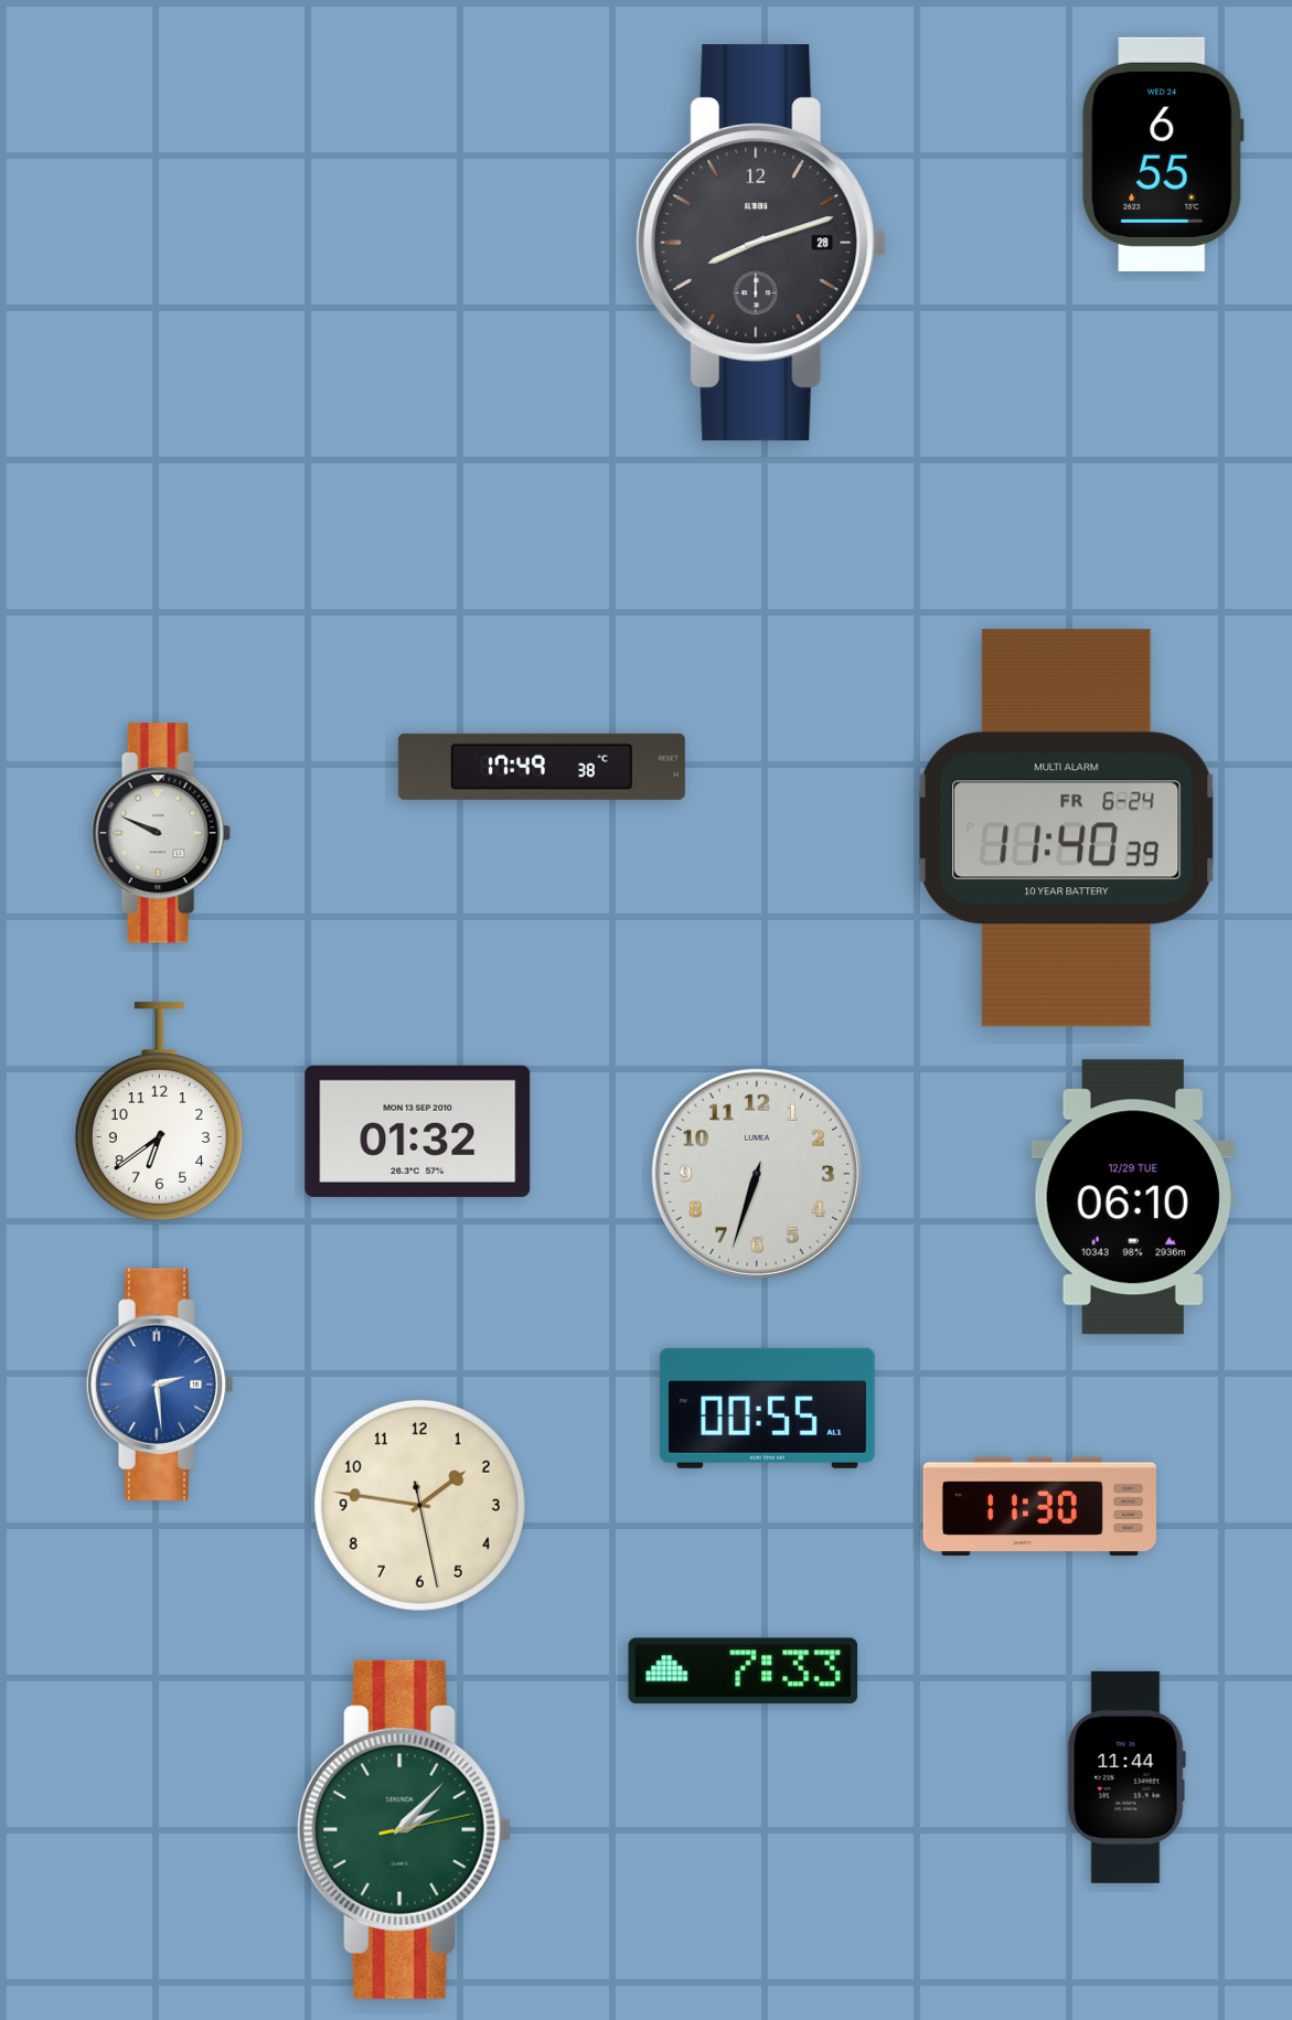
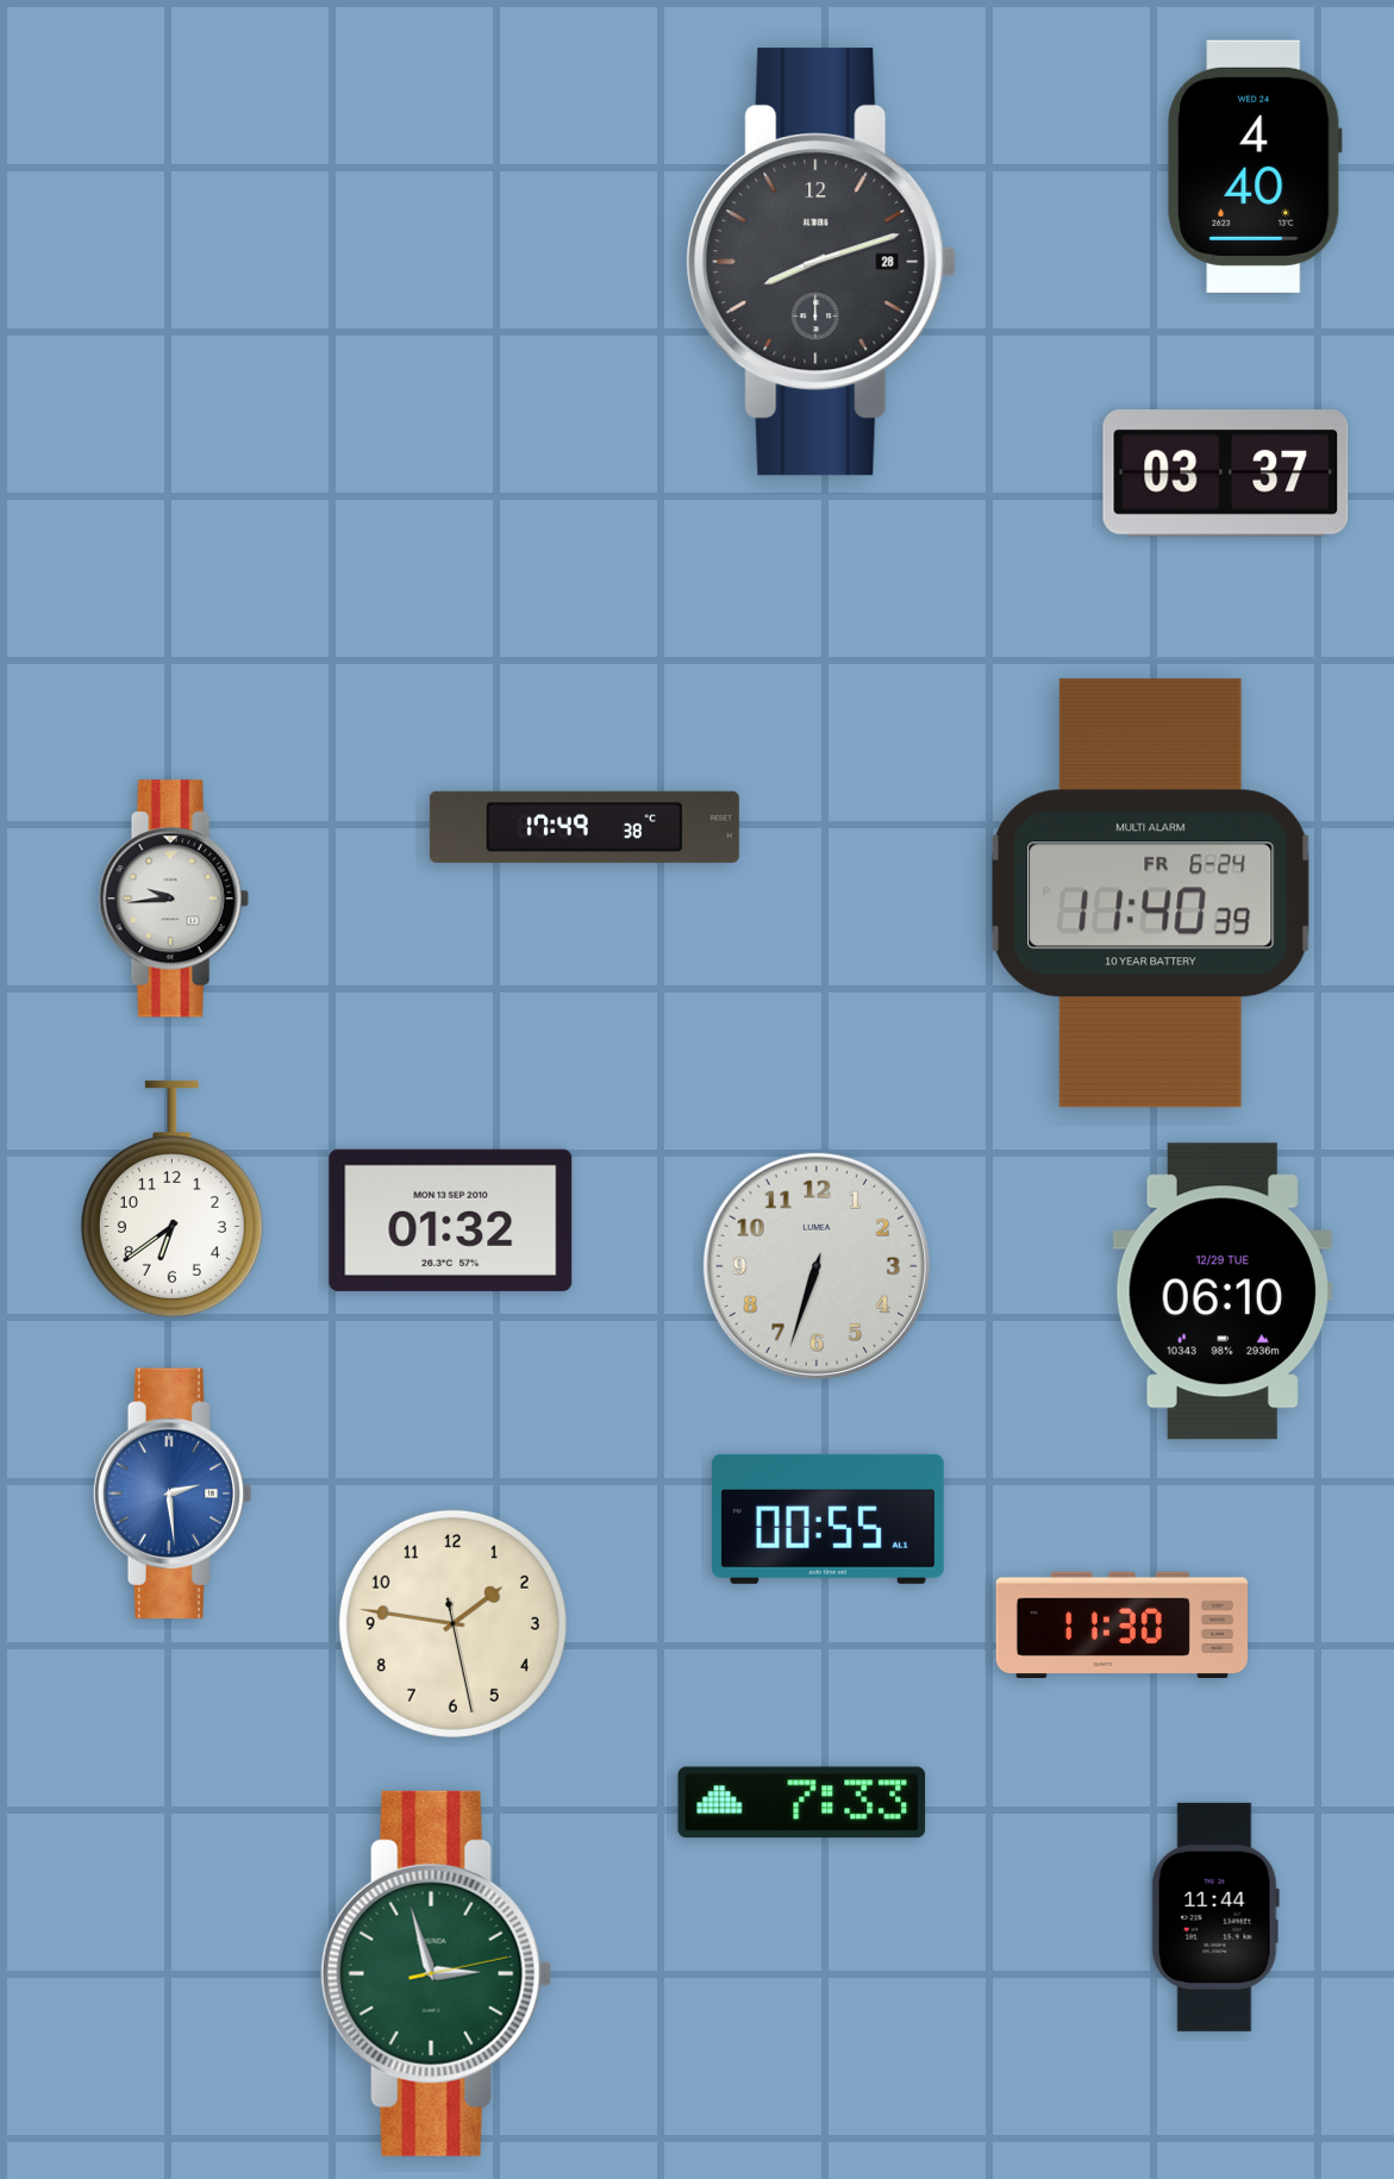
clock at (1163, 154): 6:55 -> 4:40
clock at (1226, 474): none -> 03:37
clock at (161, 833): 9:49 -> 9:44
clock at (405, 1829): 2:07 -> 2:57
